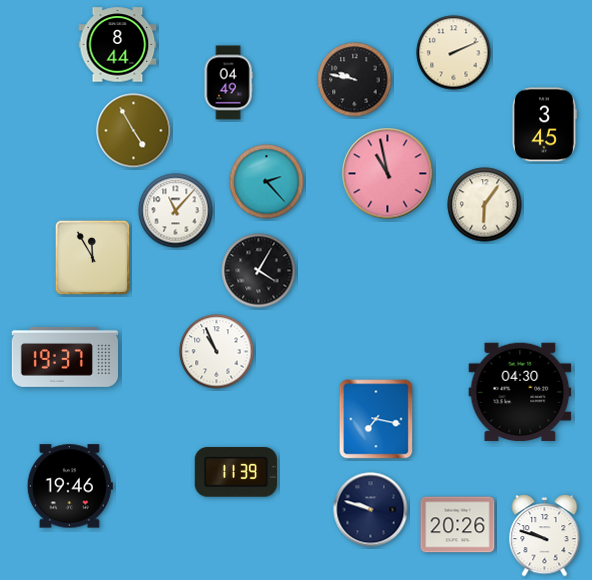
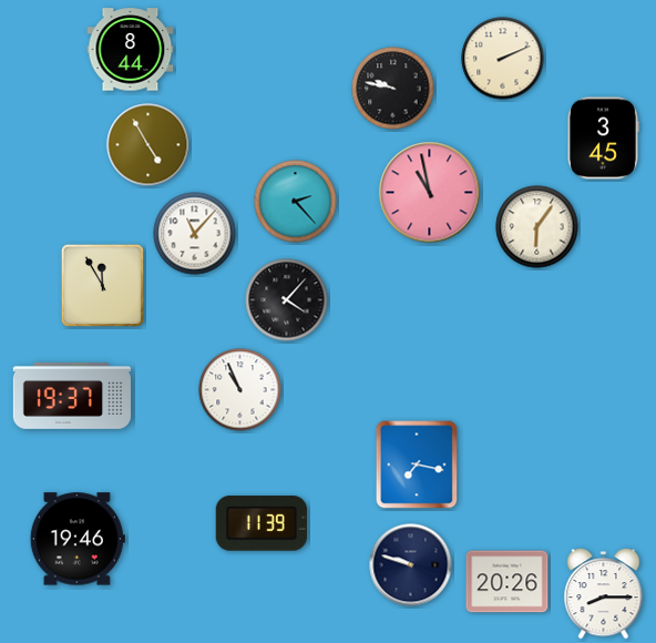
clock at (228, 83): 04:49 -> none
clock at (259, 271): 4:05 -> 4:07
clock at (520, 392): 04:30 -> none
clock at (545, 536): 9:48 -> 8:15
